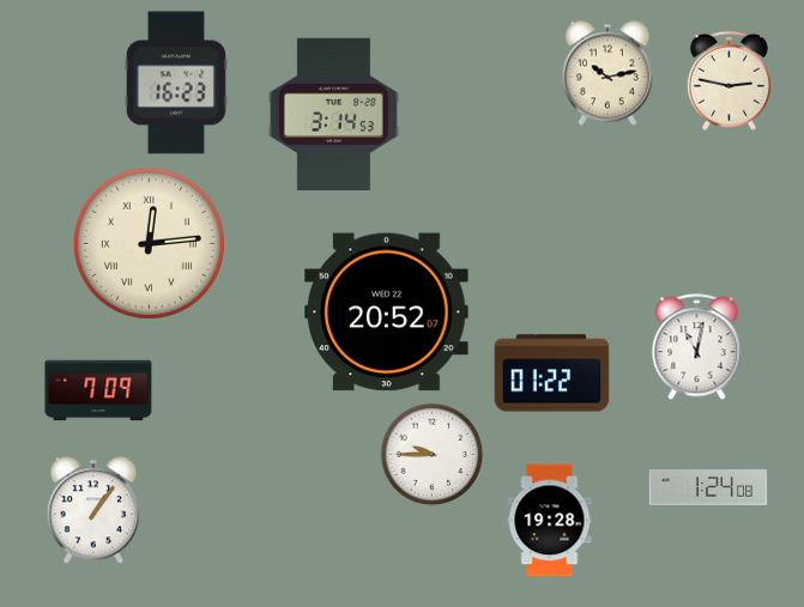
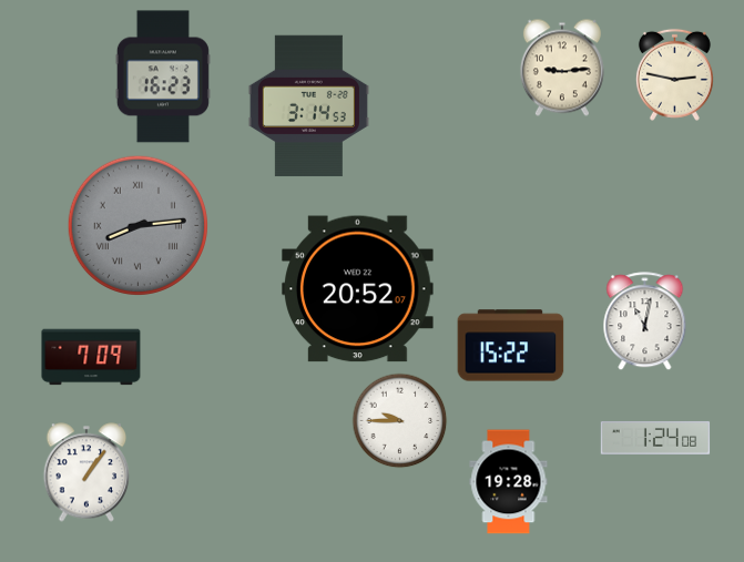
clock at (607, 73): 10:13 -> 9:14
clock at (149, 243): 12:14 -> 8:14
clock at (149, 243) dial: cream -> grey
clock at (552, 374): 01:22 -> 15:22
clock at (98, 390) position: (98, 390) -> (91, 357)
clock at (708, 487) position: (708, 487) -> (655, 438)
